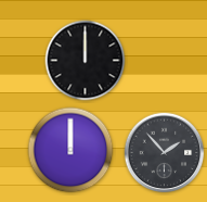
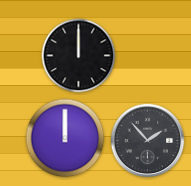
clock at (165, 153) position: (165, 153) -> (148, 141)
